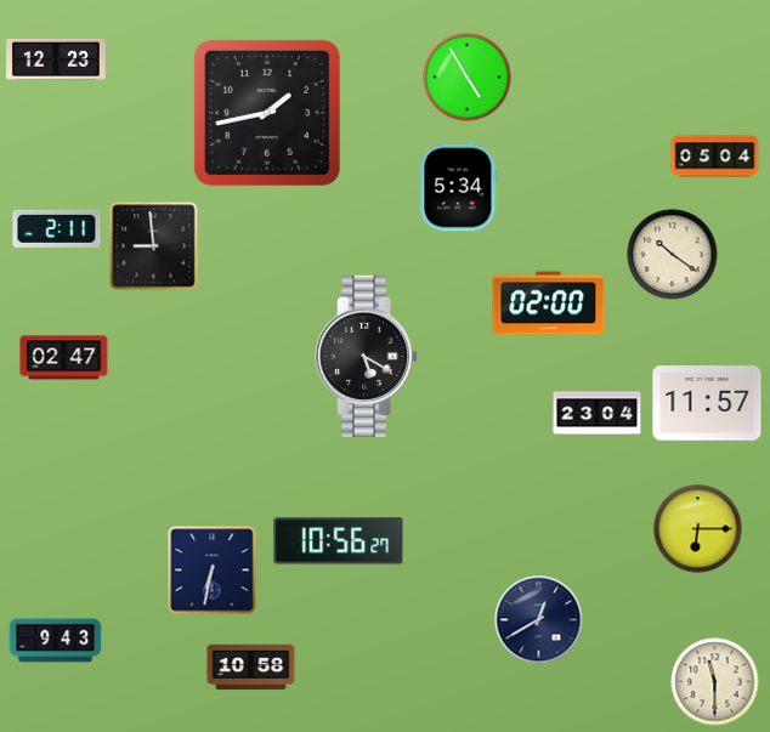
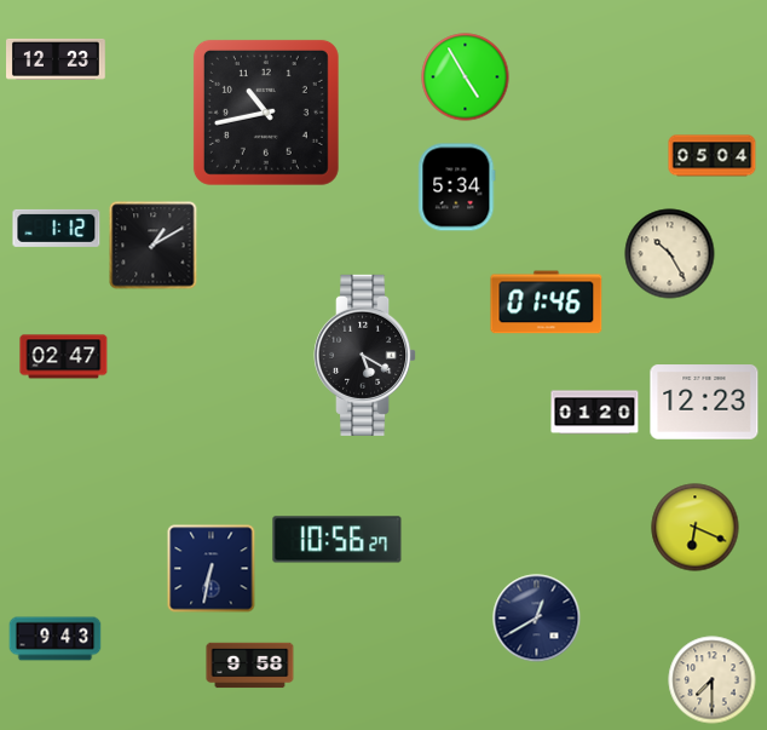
clock at (267, 113): 1:43 -> 10:43
clock at (57, 228): 2:11 -> 1:12
clock at (154, 246): 8:59 -> 1:10
clock at (673, 255): 10:21 -> 10:25
clock at (549, 303): 02:00 -> 01:46
clock at (707, 403): 11:57 -> 12:23
clock at (598, 414): 23:04 -> 01:20
clock at (698, 529): 6:15 -> 6:19
clock at (251, 668): 10:58 -> 9:58
clock at (715, 682): 11:30 -> 7:30
